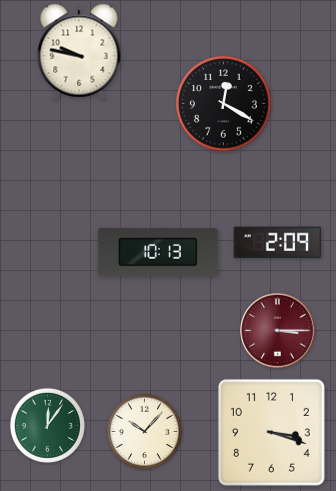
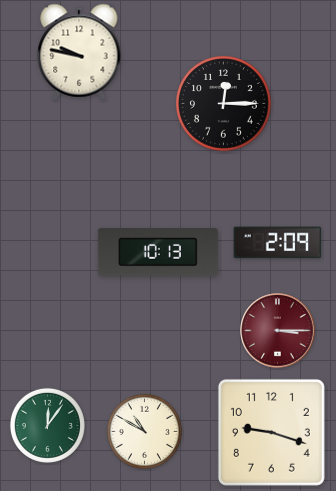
clock at (224, 104): 12:20 -> 12:15
clock at (144, 431): 10:07 -> 10:50
clock at (271, 432): 3:18 -> 9:18
